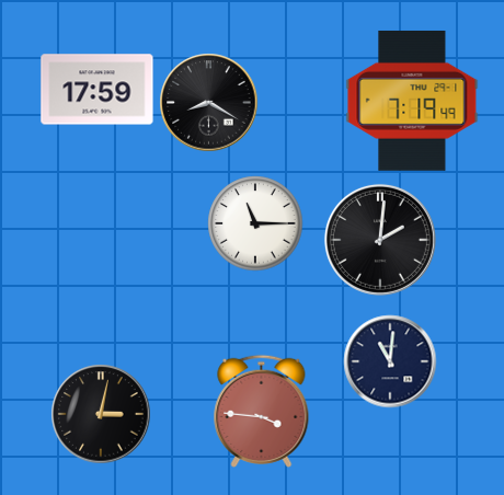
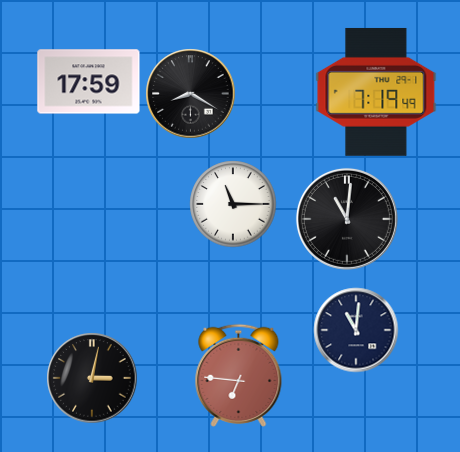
clock at (380, 240): 2:01 -> 11:01
clock at (262, 411): 3:46 -> 6:46
